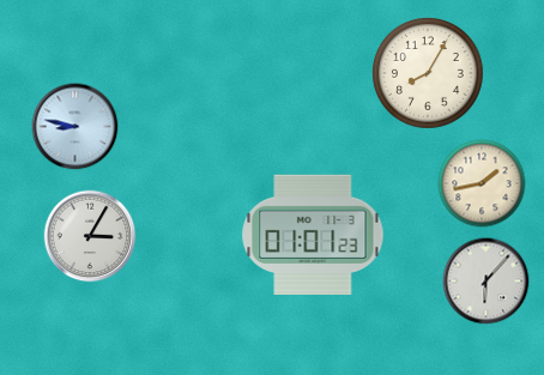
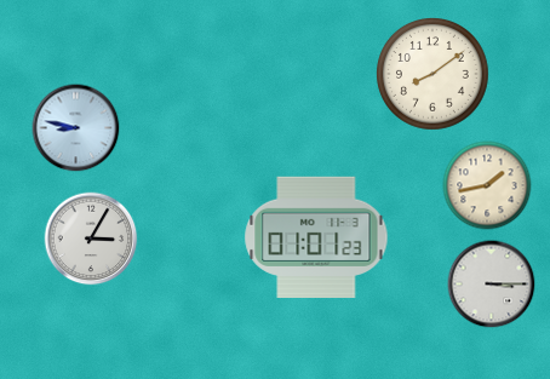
clock at (429, 74): 8:05 -> 8:09
clock at (486, 282): 6:07 -> 3:15
